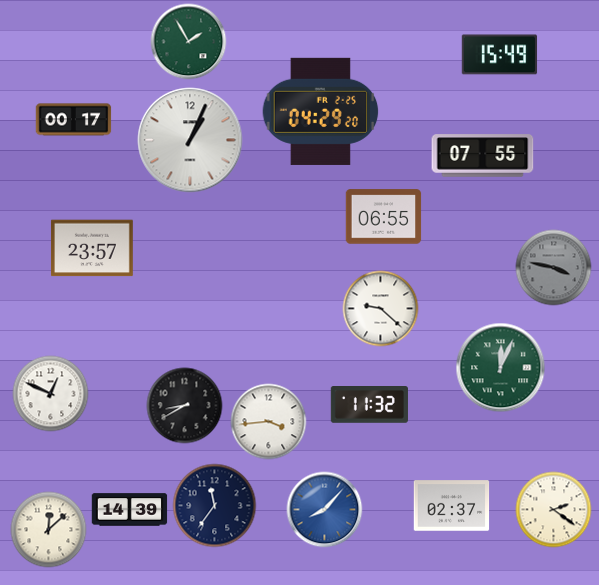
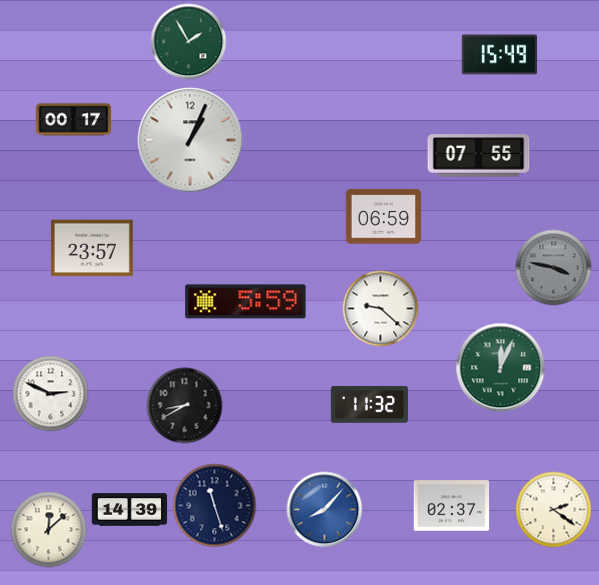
clock at (321, 111): 04:29 -> none
clock at (483, 156) position: (483, 156) -> (479, 156)
clock at (384, 217): 06:55 -> 06:59
clock at (246, 302): none -> 5:59
clock at (51, 394): 12:49 -> 2:49
clock at (269, 422): 3:44 -> none
clock at (215, 506): 11:36 -> 11:27
